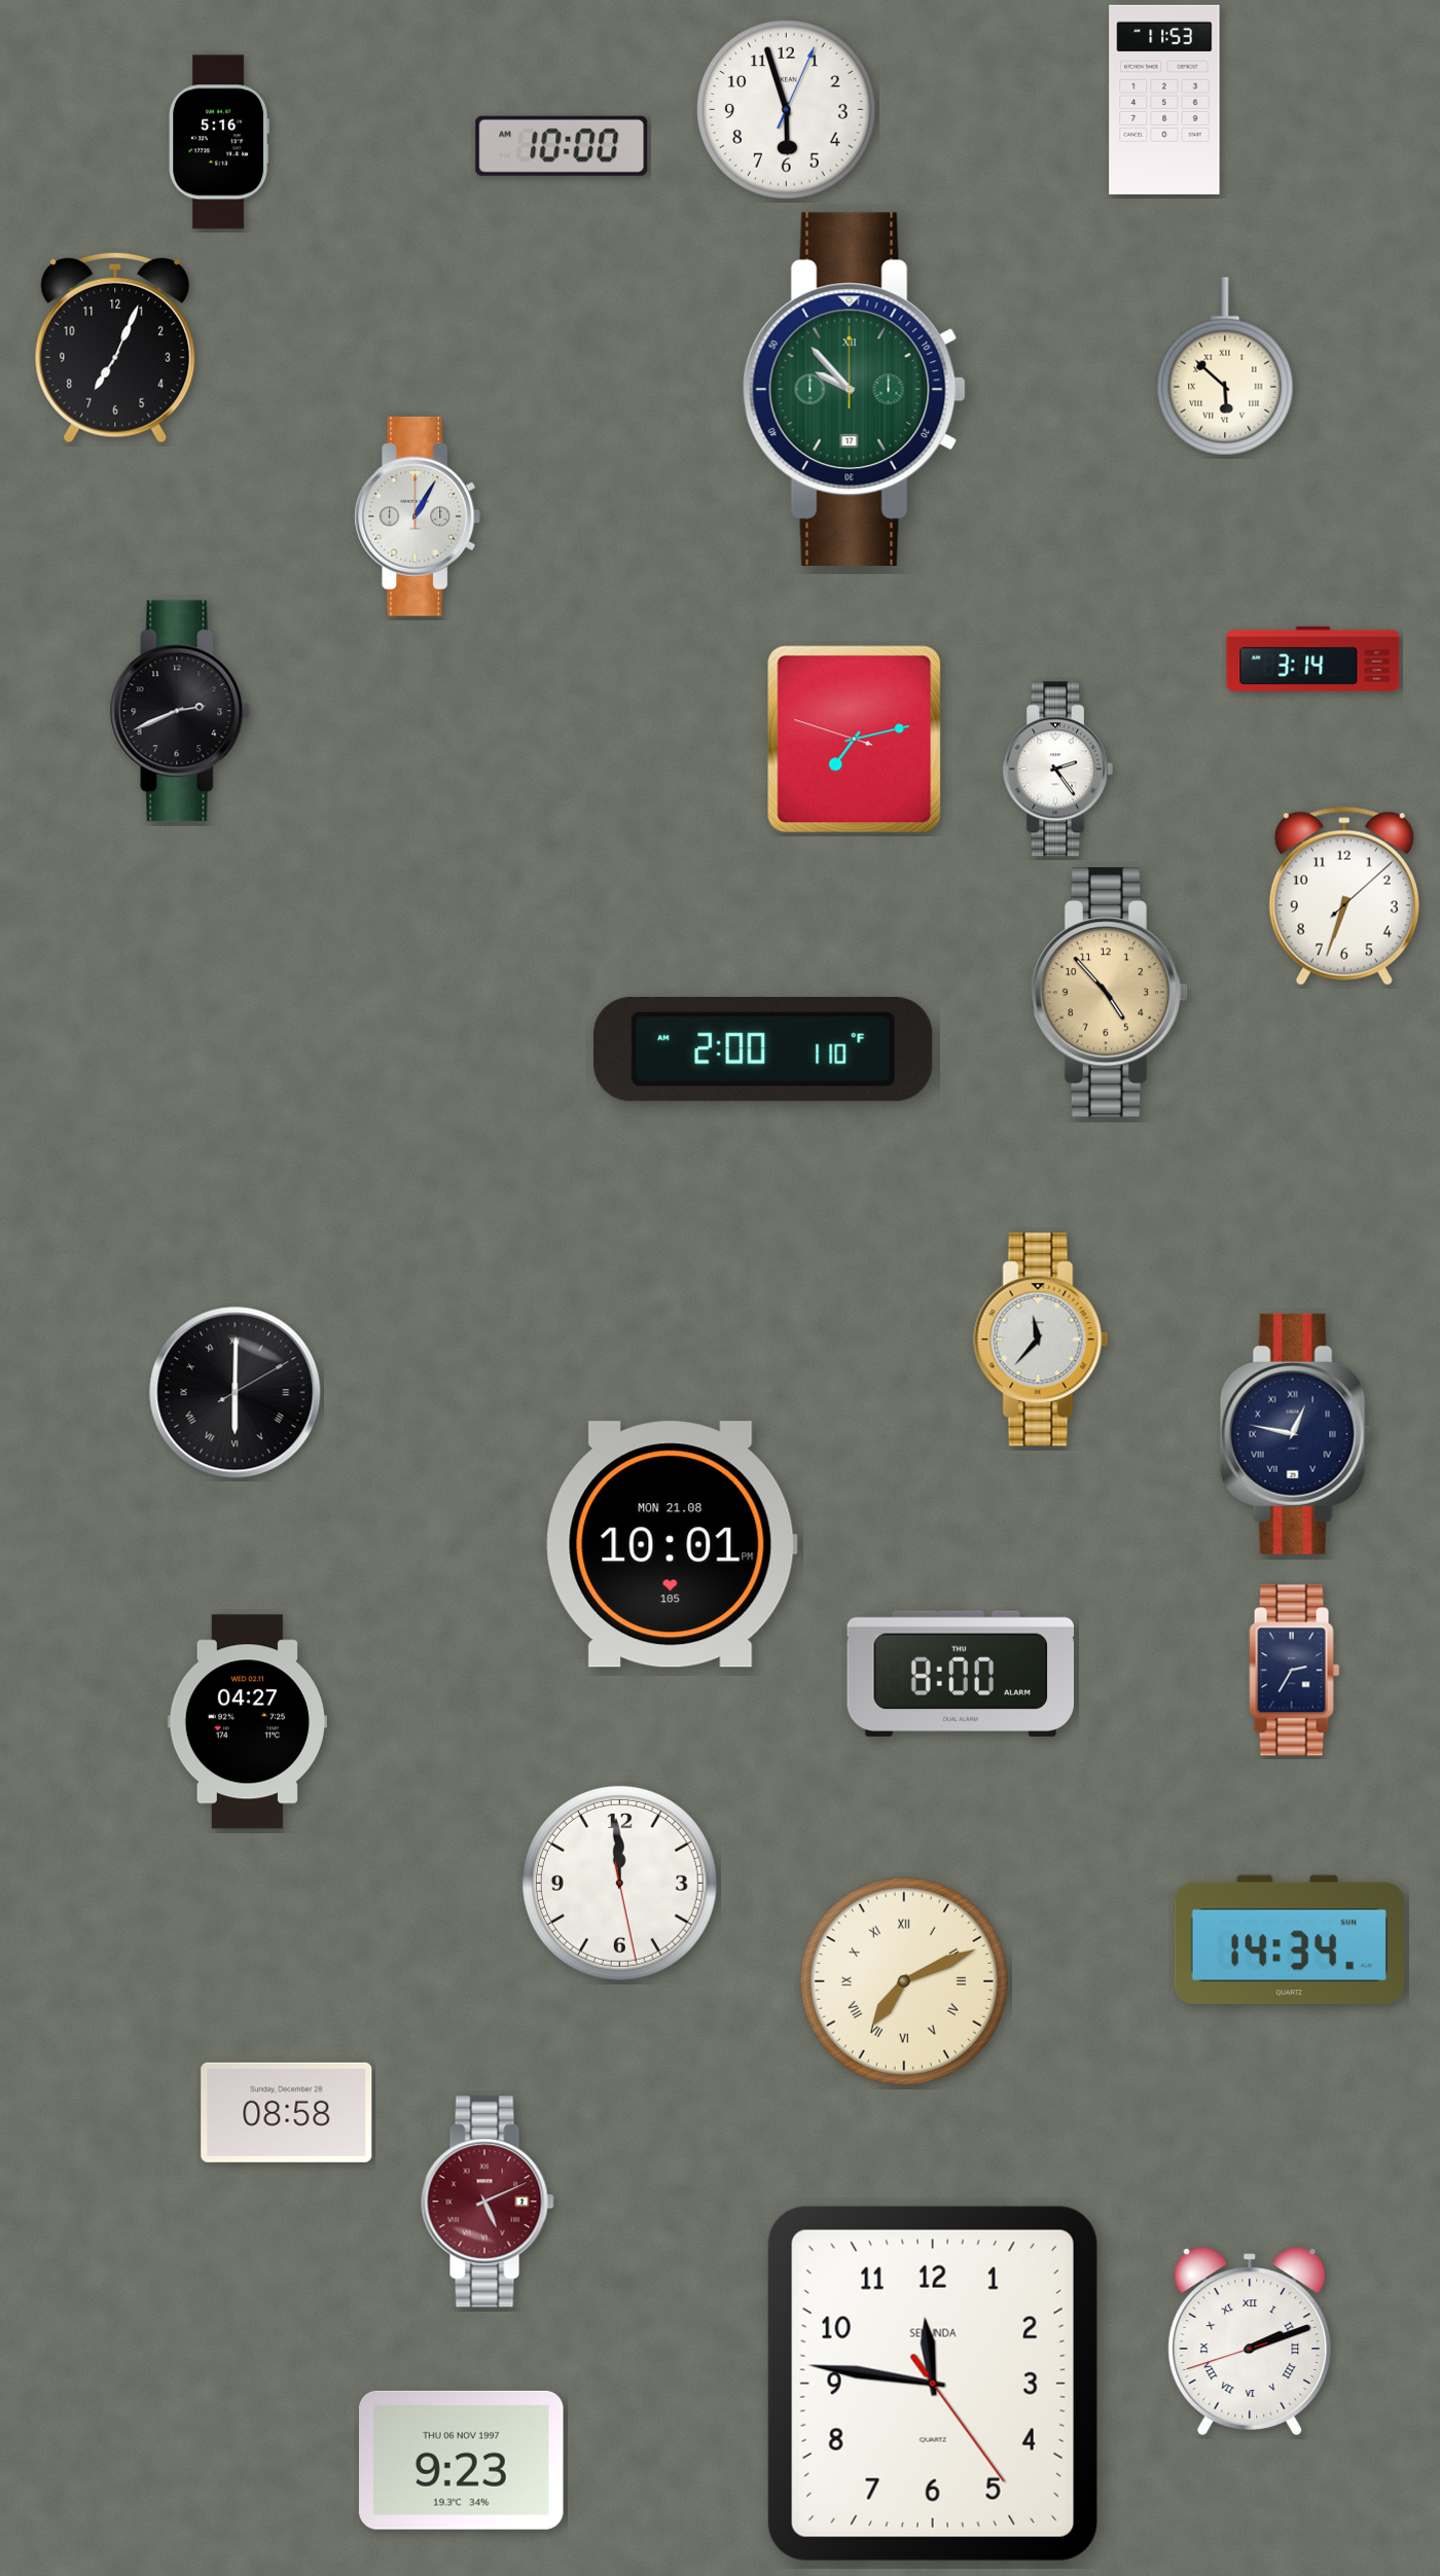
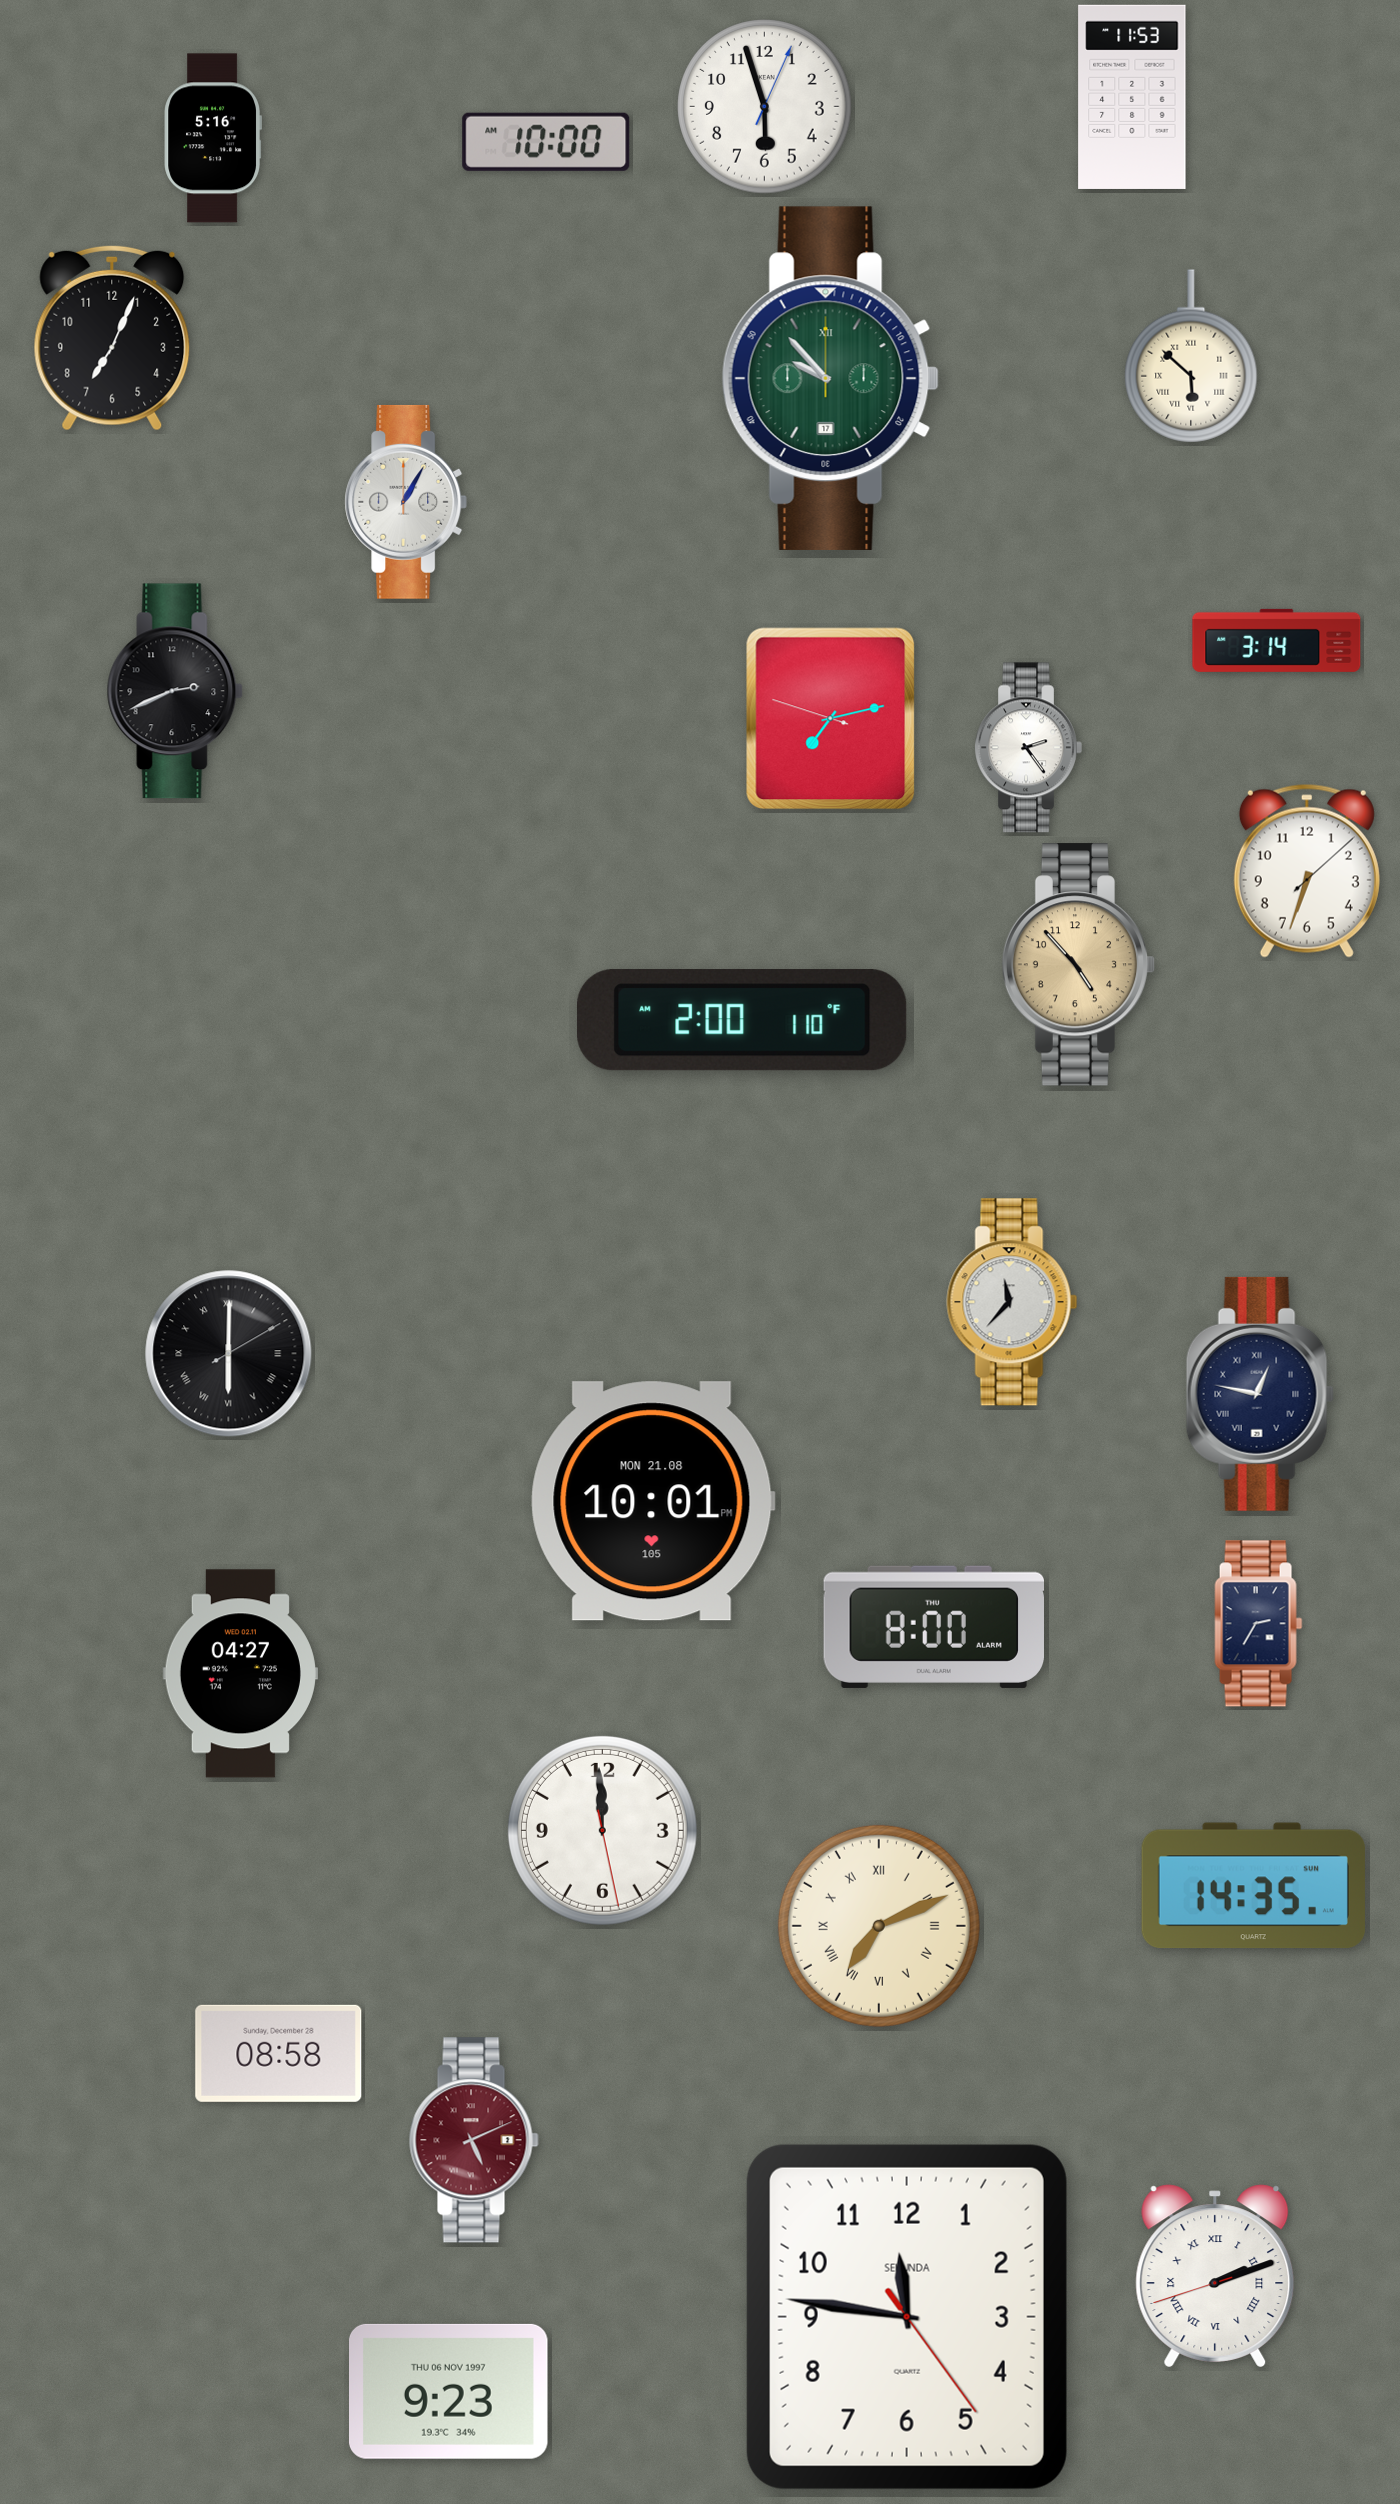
clock at (1289, 1939): 14:34 -> 14:35
